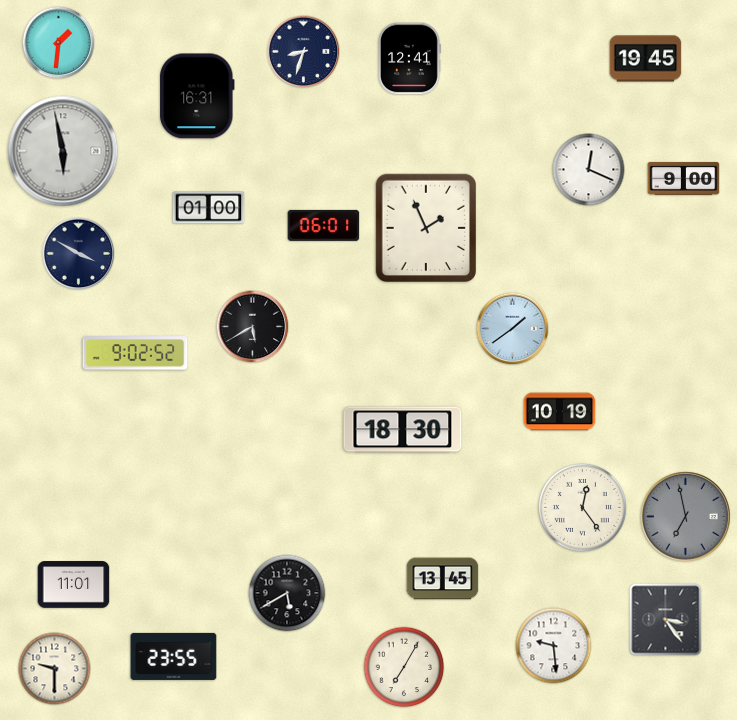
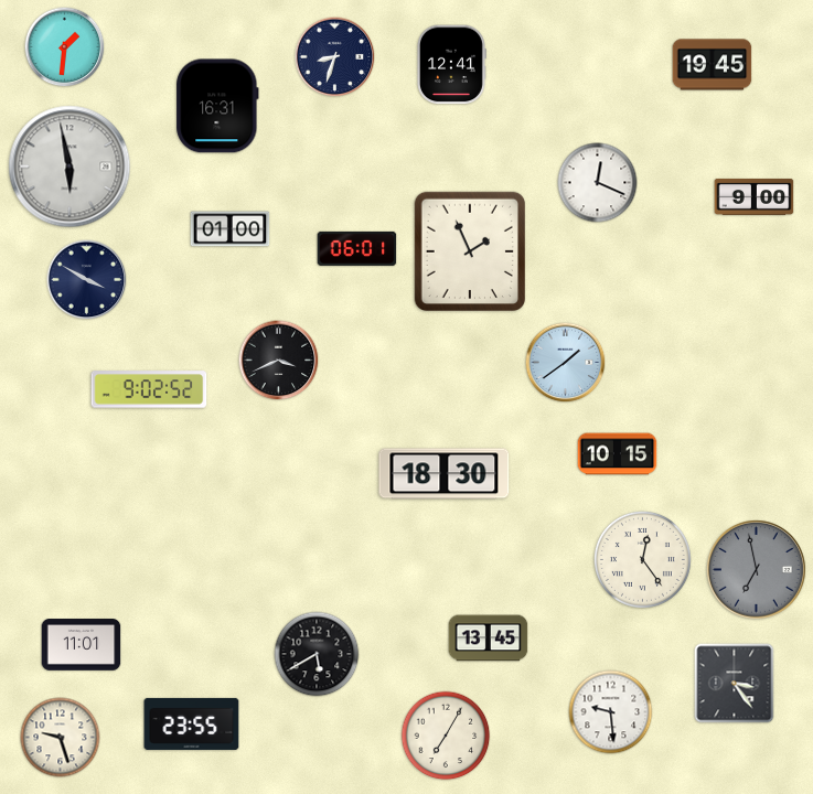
clock at (589, 170) position: (589, 170) -> (598, 183)
clock at (253, 327): 5:40 -> 3:41
clock at (560, 412): 10:19 -> 10:15
clock at (55, 669): 9:30 -> 9:27
